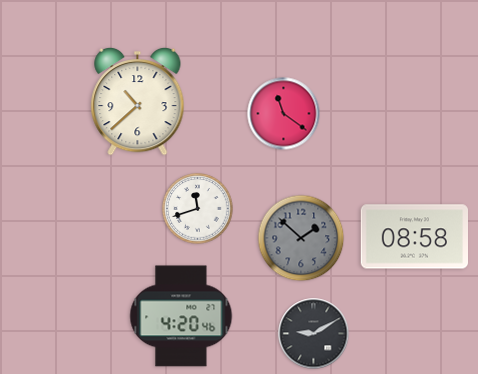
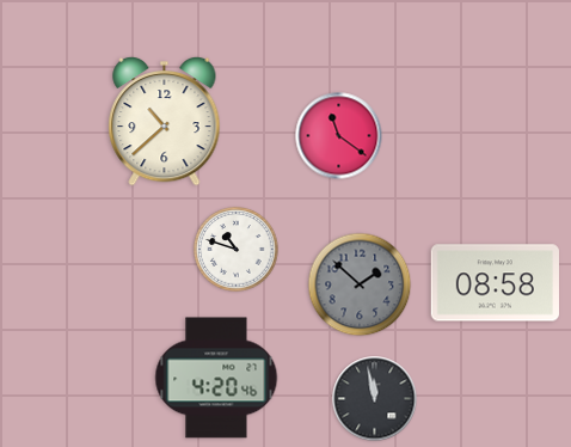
clock at (198, 209): 11:42 -> 10:48
clock at (314, 334): 9:10 -> 11:58
